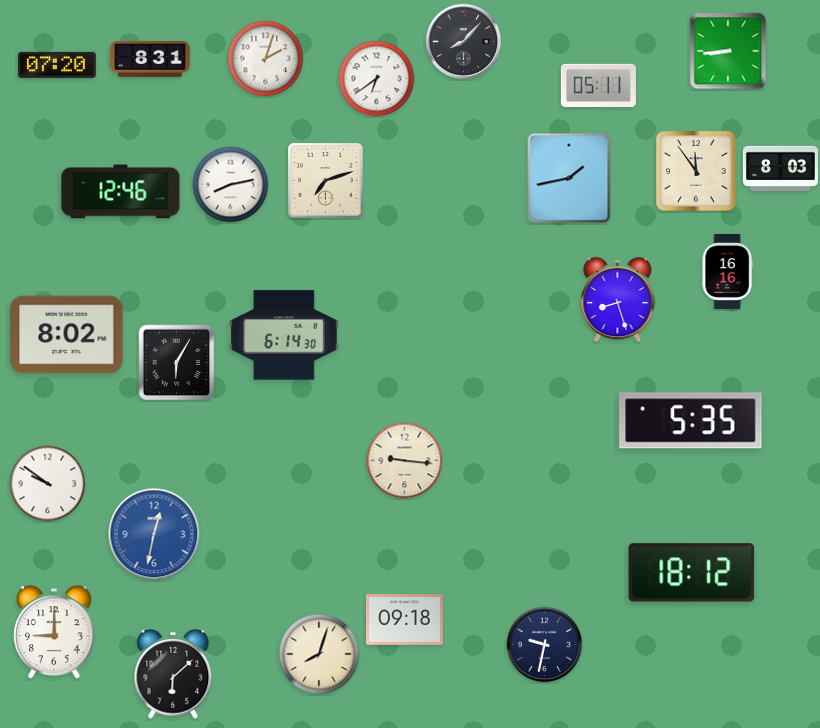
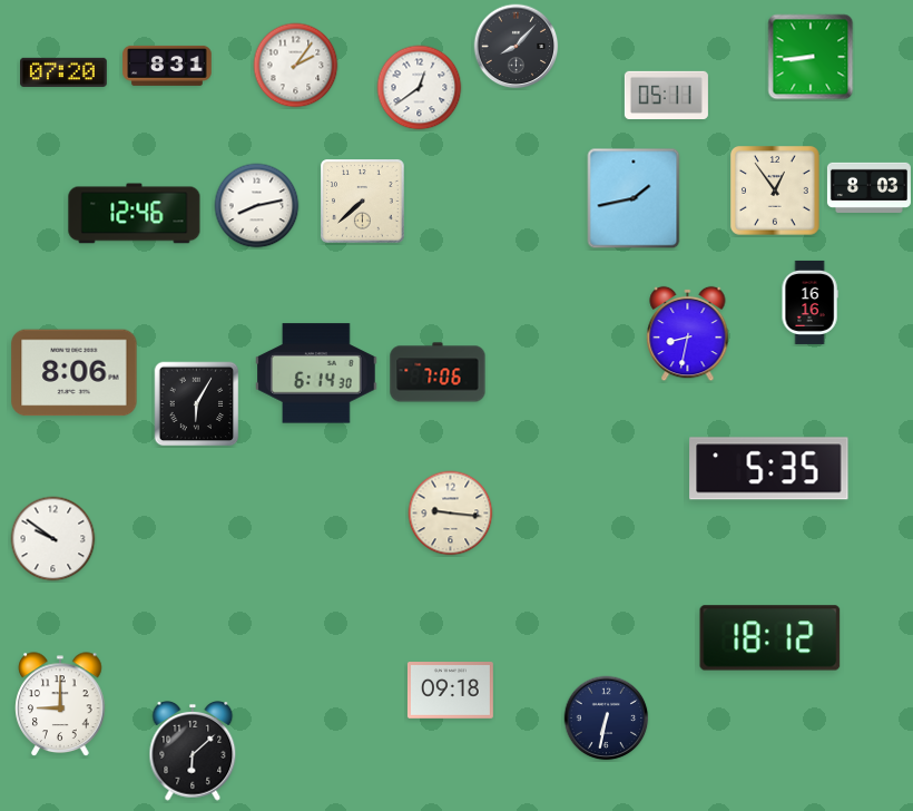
clock at (266, 59): 2:03 -> 2:06
clock at (377, 79): 6:39 -> 12:39
clock at (697, 172): 11:54 -> 12:54
clock at (326, 181): 7:12 -> 7:38
clock at (618, 300): 8:27 -> 8:32
clock at (438, 372): none -> 7:06
clock at (67, 335): 8:02 -> 8:06
clock at (154, 534): 12:32 -> none
clock at (545, 645): 9:32 -> 6:32
clock at (319, 654): 8:03 -> none
